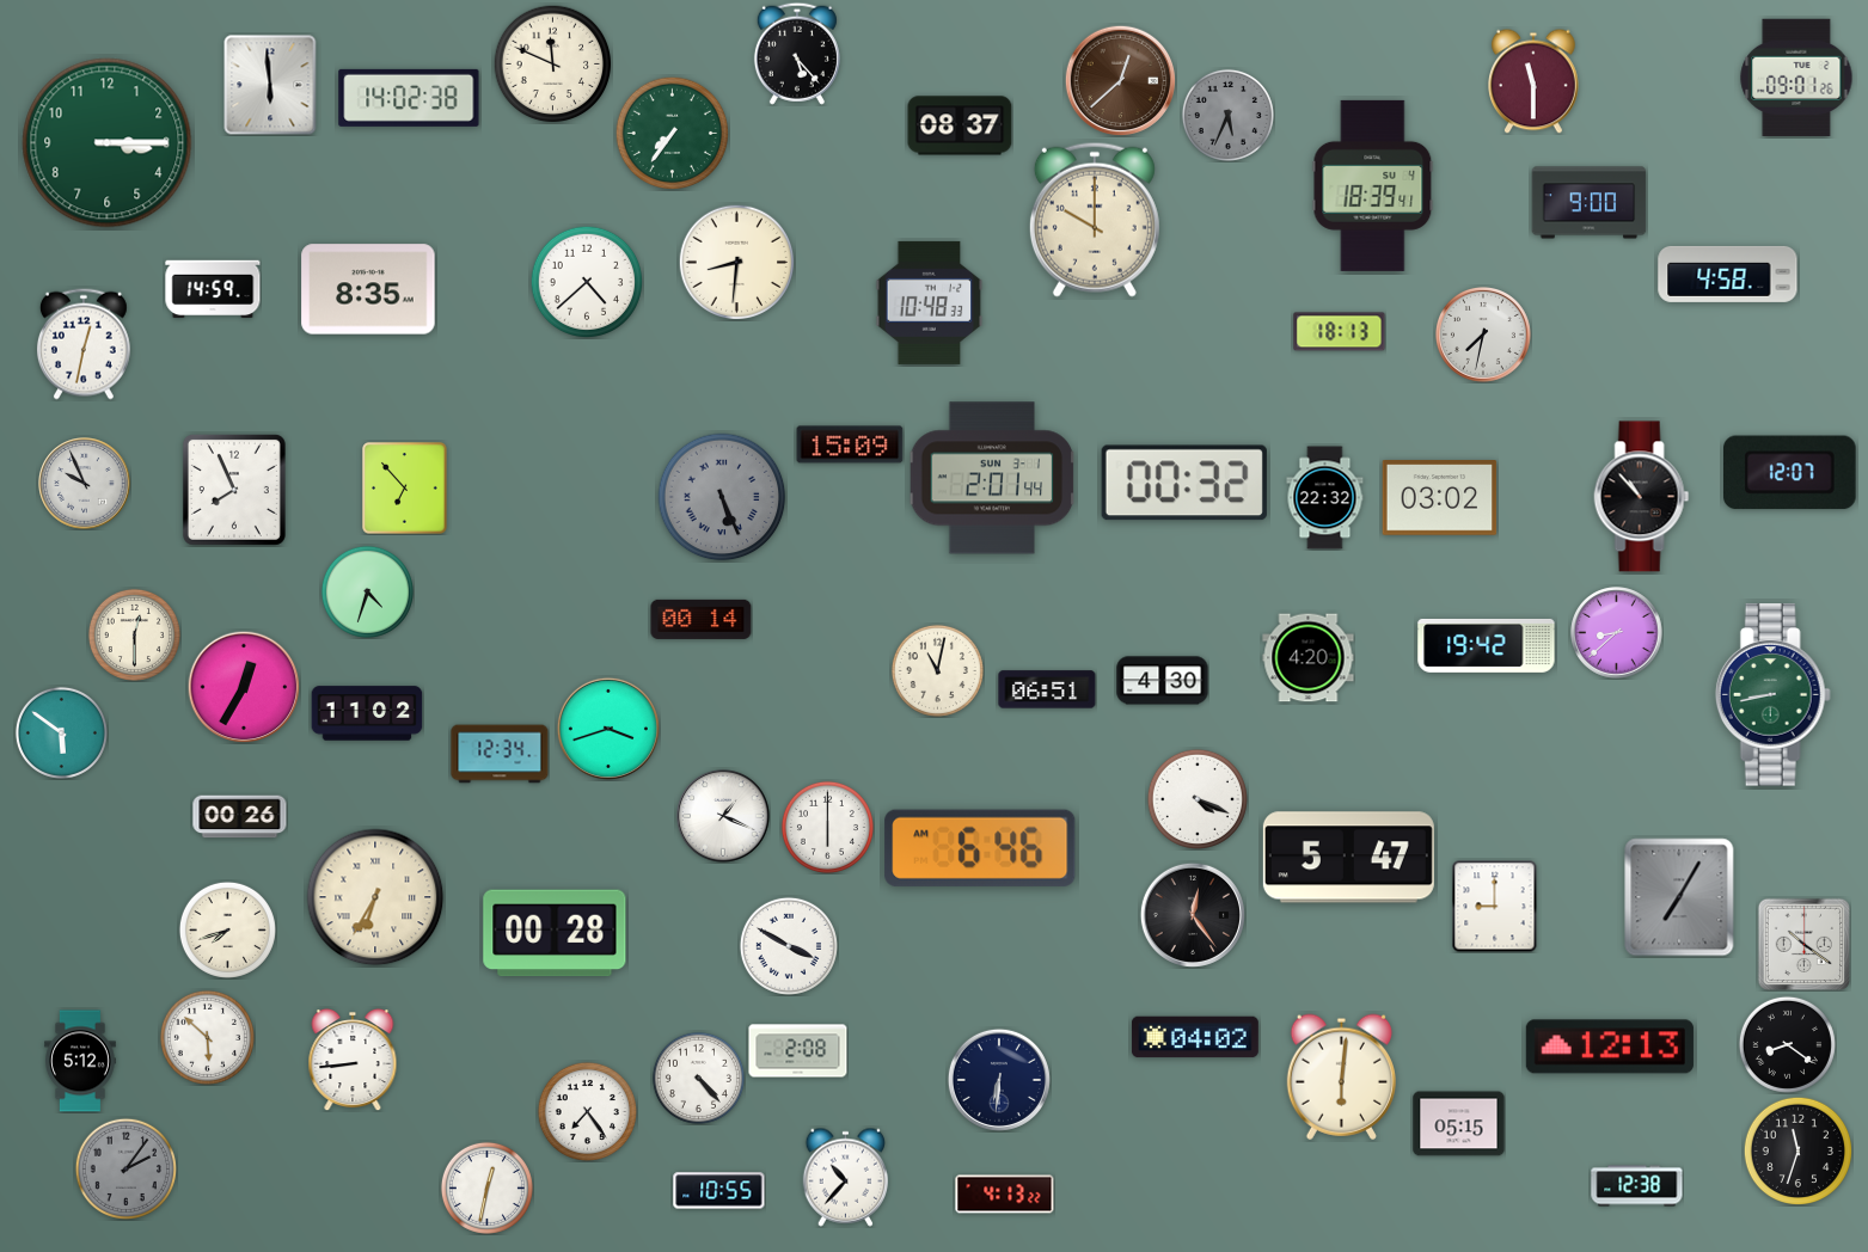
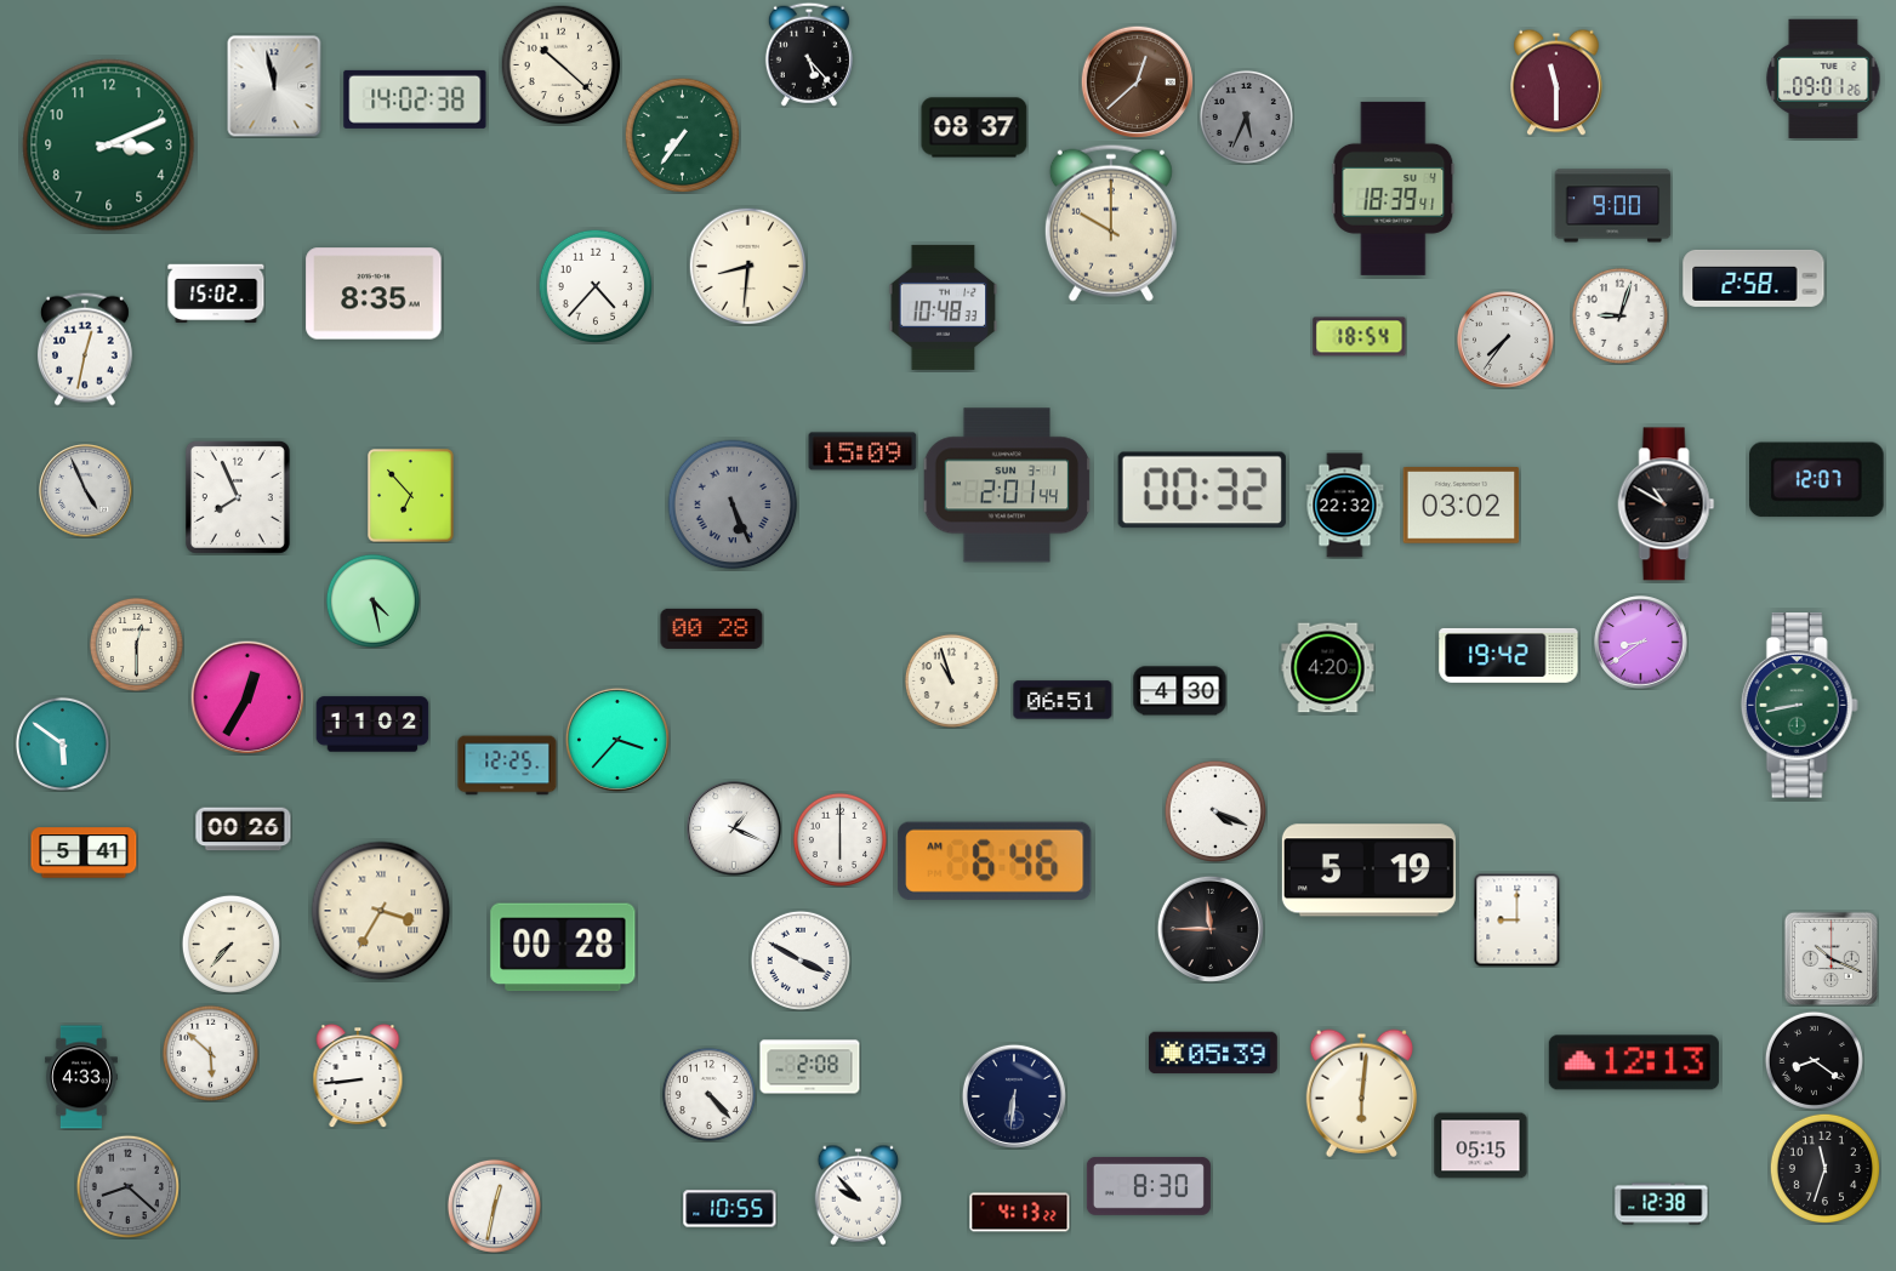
clock at (553, 65): 11:49 -> 10:22
clock at (270, 85): 5:59 -> 11:58
clock at (108, 143): 3:15 -> 3:11
clock at (1728, 274): 4:58 -> 2:58
clock at (587, 282): 4:38 -> 4:37
clock at (213, 289): 14:59 -> 15:02
clock at (1619, 315): none -> 9:03
clock at (1340, 332): 18:13 -> 18:54
clock at (1484, 336): 7:32 -> 7:36
clock at (85, 484): 9:56 -> 4:56
clock at (1642, 497): 10:53 -> 10:50
clock at (367, 591): 4:33 -> 4:28
clock at (702, 619): 00:14 -> 00:28
clock at (1617, 633): 8:38 -> 8:39
clock at (937, 670): 11:02 -> 10:57
clock at (608, 729): 3:42 -> 3:37
clock at (500, 754): 12:34 -> 12:25
clock at (84, 853): none -> 5:41
clock at (1348, 858): 5:47 -> 5:19
clock at (375, 897): 6:35 -> 3:35
clock at (1679, 897): 7:05 -> none
clock at (1193, 915): 12:24 -> 11:45
clock at (227, 929): 7:42 -> 7:37
clock at (1803, 944): 10:21 -> 10:19
clock at (1195, 1037): 04:02 -> 05:39
clock at (80, 1061): 5:12 -> 4:33
clock at (587, 1111): 7:24 -> none
clock at (1459, 1124) position: (1459, 1124) -> (1481, 1146)
clock at (125, 1168): 2:06 -> 8:22
clock at (1149, 1186): none -> 8:30
clock at (846, 1177): 10:37 -> 9:53
